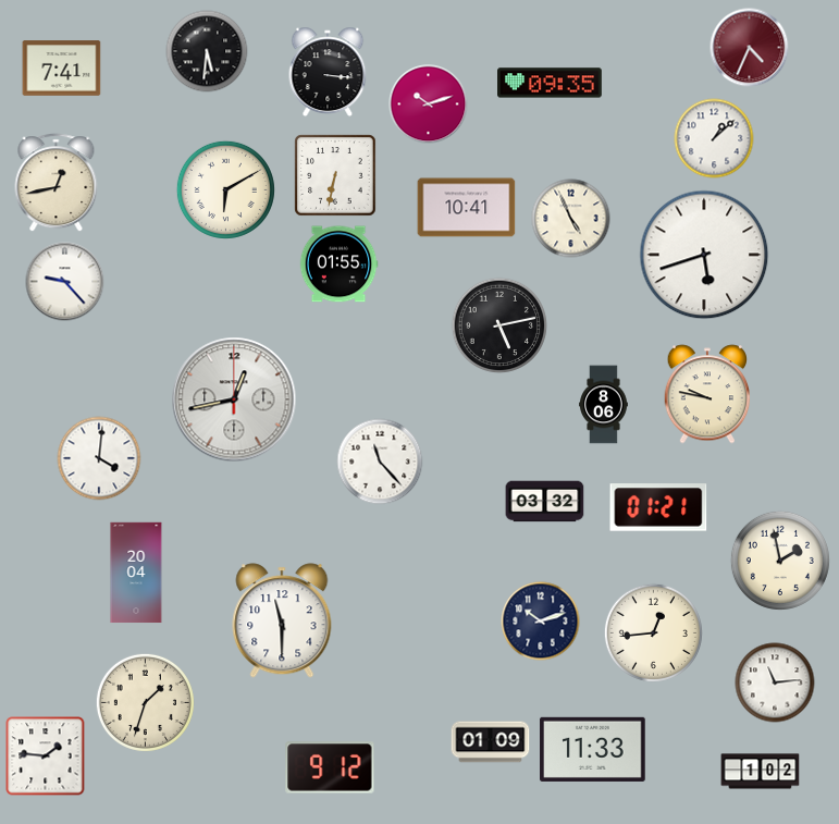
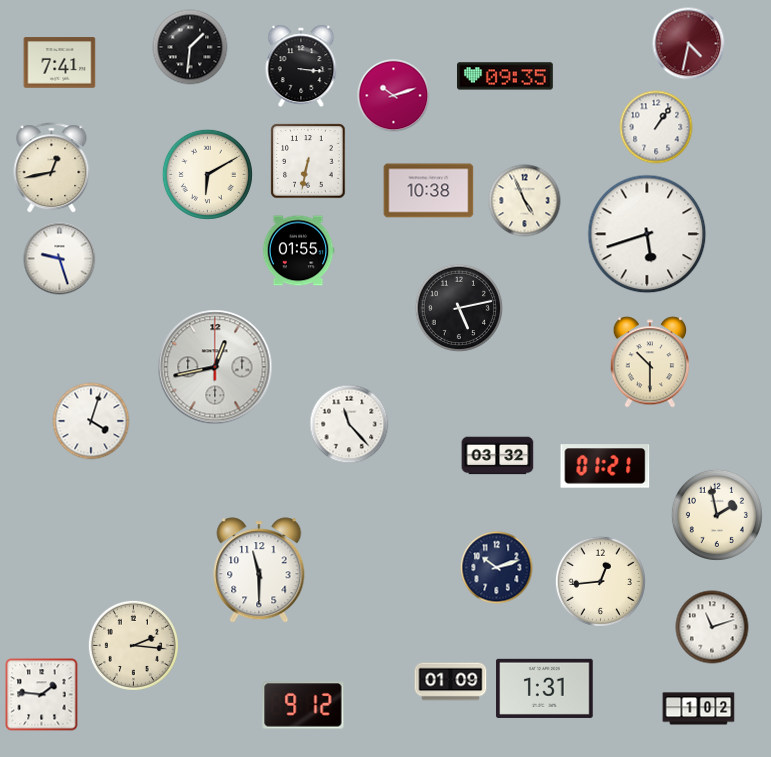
clock at (750, 48): 4:34 -> 4:32
clock at (207, 51): 5:31 -> 1:31
clock at (62, 69) position: (62, 69) -> (60, 63)
clock at (714, 138): 1:08 -> 1:06
clock at (467, 208): 10:41 -> 10:38
clock at (338, 265) position: (338, 265) -> (298, 251)
clock at (65, 282): 9:23 -> 9:27
clock at (499, 325) position: (499, 325) -> (459, 308)
clock at (707, 394): 9:47 -> 10:30
clock at (604, 405): 8:06 -> none
clock at (99, 458): 4:01 -> 4:03
clock at (545, 502) position: (545, 502) -> (498, 456)
clock at (136, 573): 20:04 -> none
clock at (541, 622) position: (541, 622) -> (497, 568)
clock at (775, 682): 11:14 -> 11:12
clock at (145, 702): 1:33 -> 2:16
clock at (593, 749): 11:33 -> 1:31
